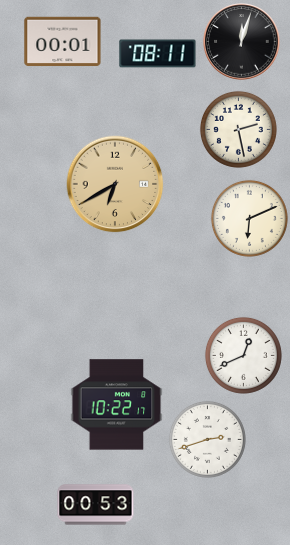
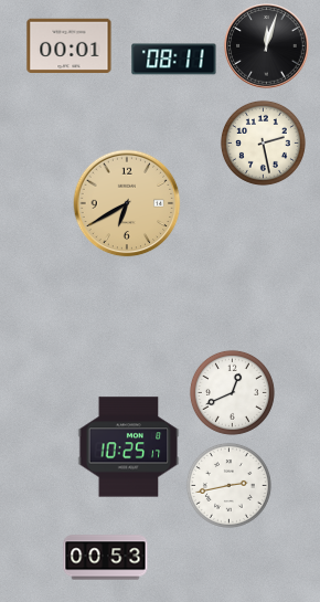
clock at (249, 218): 6:11 -> none
clock at (243, 355) position: (243, 355) -> (232, 392)
clock at (117, 405): 10:22 -> 10:25
clock at (207, 439): 2:42 -> 2:43
